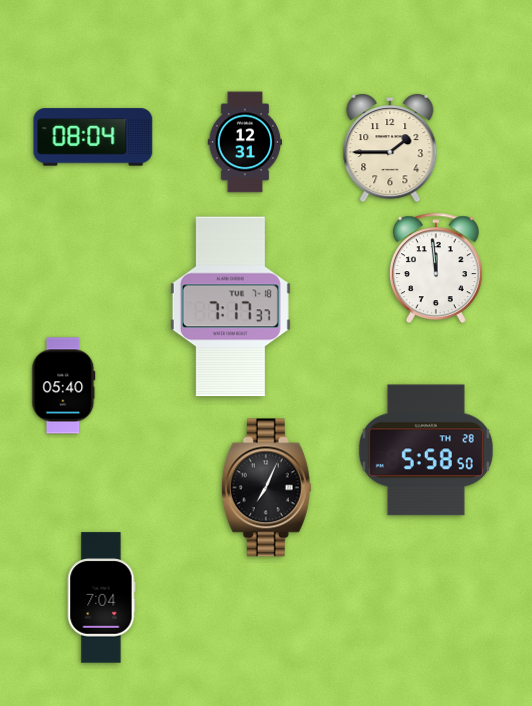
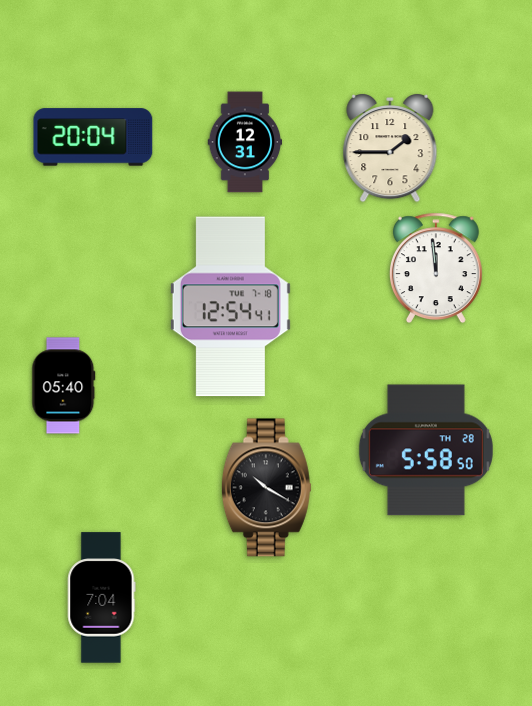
clock at (93, 137): 08:04 -> 20:04
clock at (230, 307): 7:17 -> 12:54
clock at (266, 488): 7:04 -> 10:20
